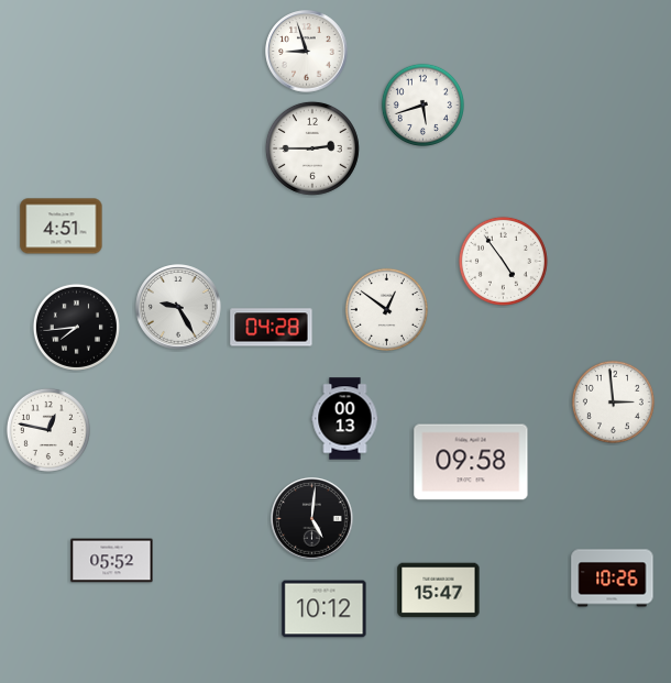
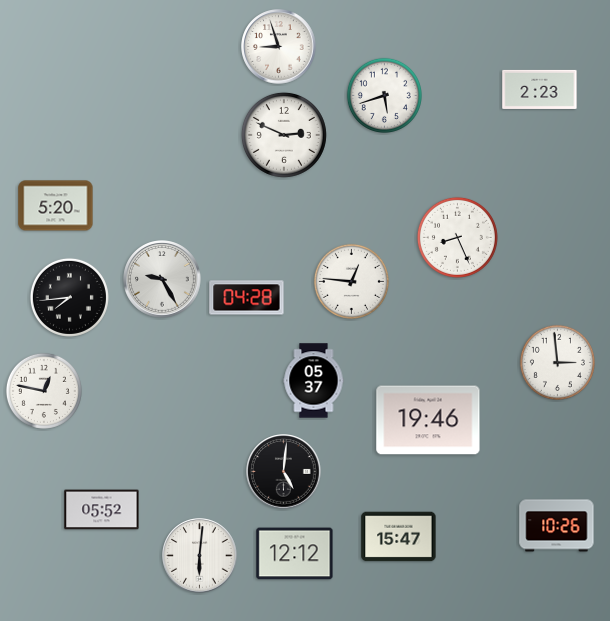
clock at (540, 89): none -> 2:23
clock at (312, 148): 2:45 -> 2:49
clock at (62, 227): 4:51 -> 5:20
clock at (503, 261): 4:54 -> 8:26
clock at (386, 309): 12:51 -> 12:46
clock at (613, 401) position: (613, 401) -> (557, 362)
clock at (345, 419): 00:13 -> 05:37
clock at (471, 462): 09:58 -> 19:46
clock at (324, 609): 10:12 -> 12:12
clock at (200, 556): none -> 6:01
